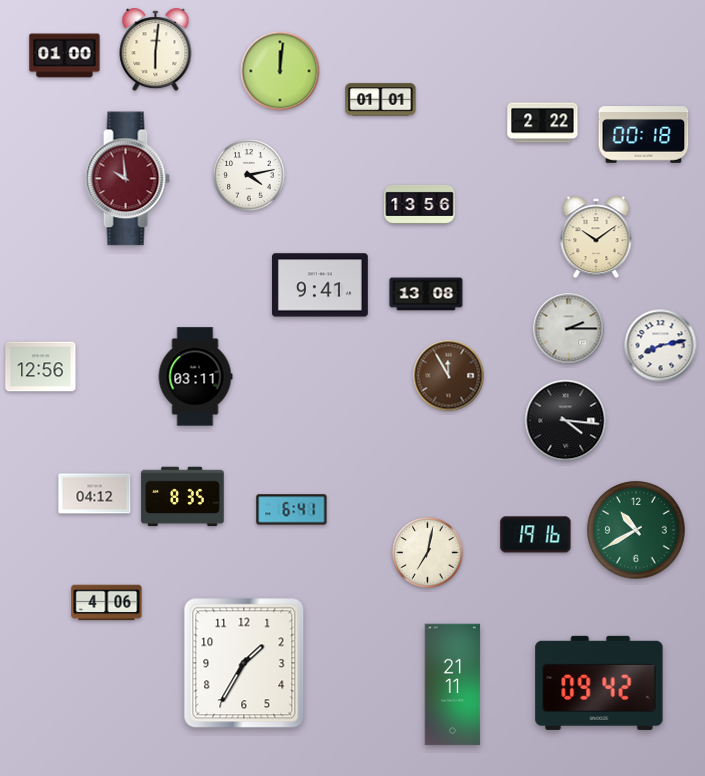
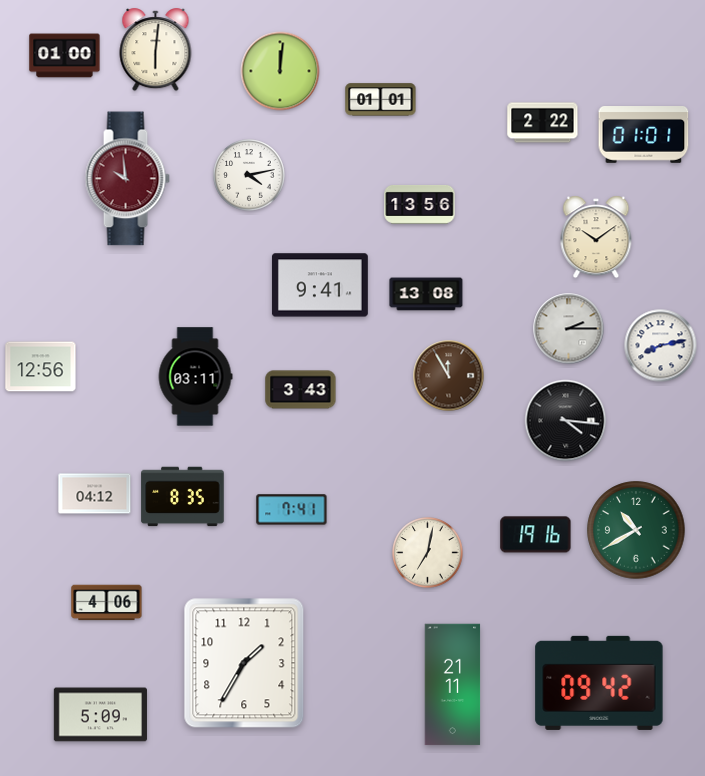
clock at (644, 135): 00:18 -> 01:01
clock at (301, 390): none -> 3:43
clock at (292, 510): 6:41 -> 7:41
clock at (100, 715): none -> 5:09
